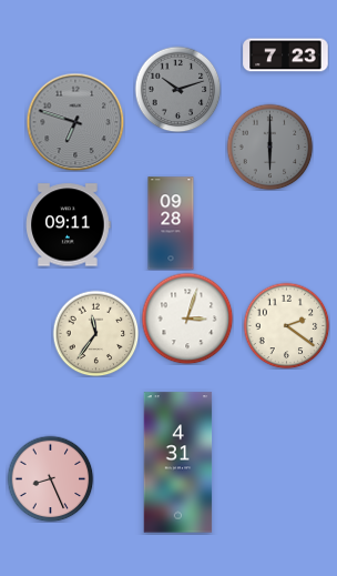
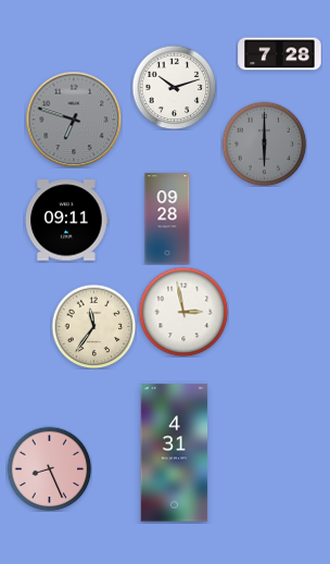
clock at (286, 55): 7:23 -> 7:28
clock at (177, 89) dial: grey -> white
clock at (187, 319): 3:03 -> 2:58
clock at (286, 325): 2:21 -> none
